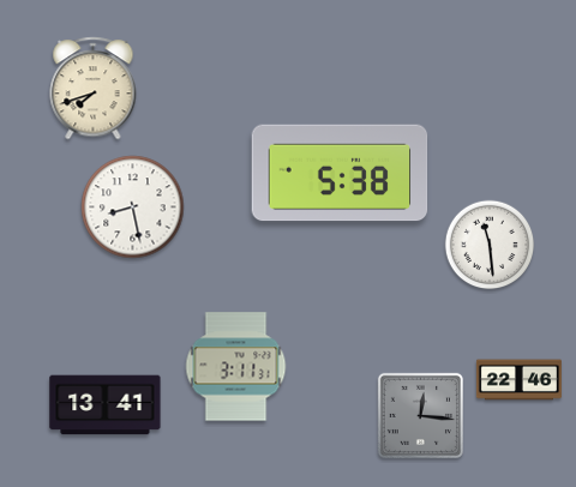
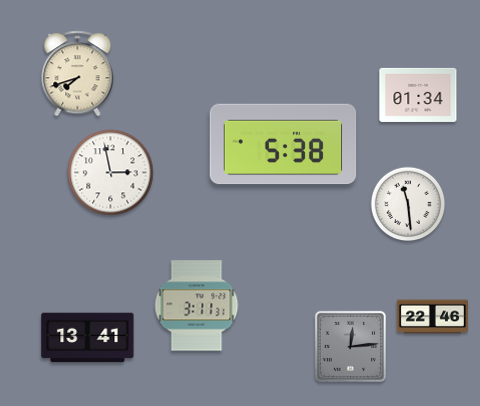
clock at (418, 95): none -> 01:34
clock at (133, 208): 8:28 -> 2:58
clock at (420, 415): 12:16 -> 12:14
